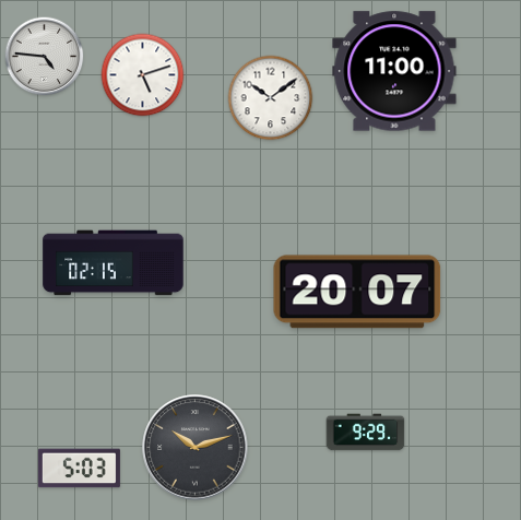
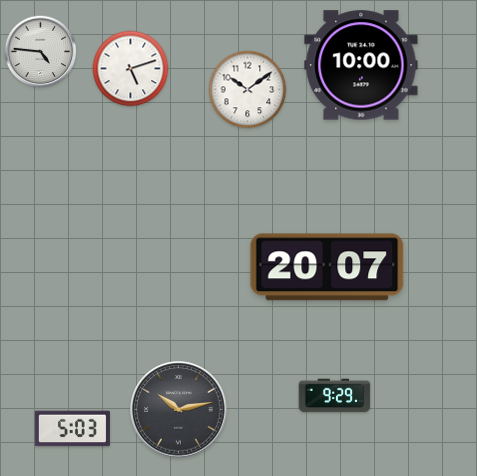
clock at (394, 71): 11:00 -> 10:00
clock at (114, 263): 02:15 -> none
clock at (196, 448): 10:12 -> 10:13
